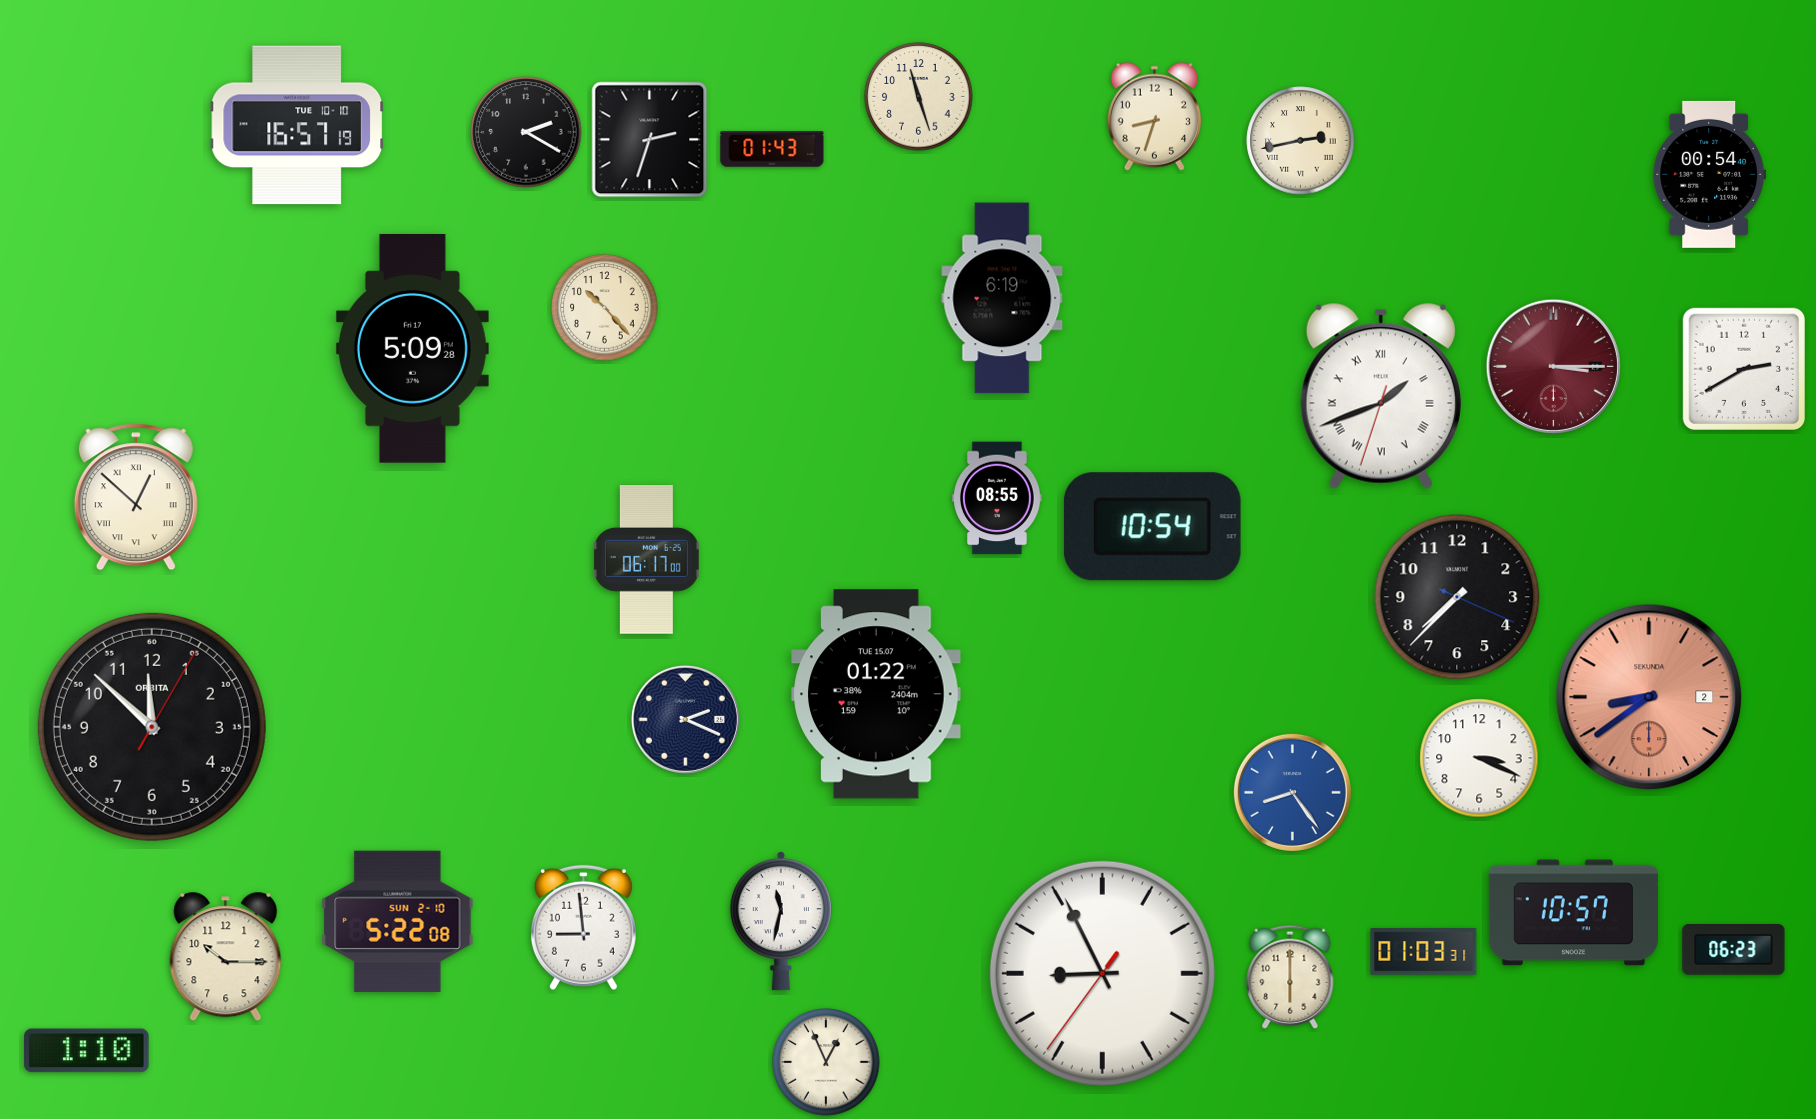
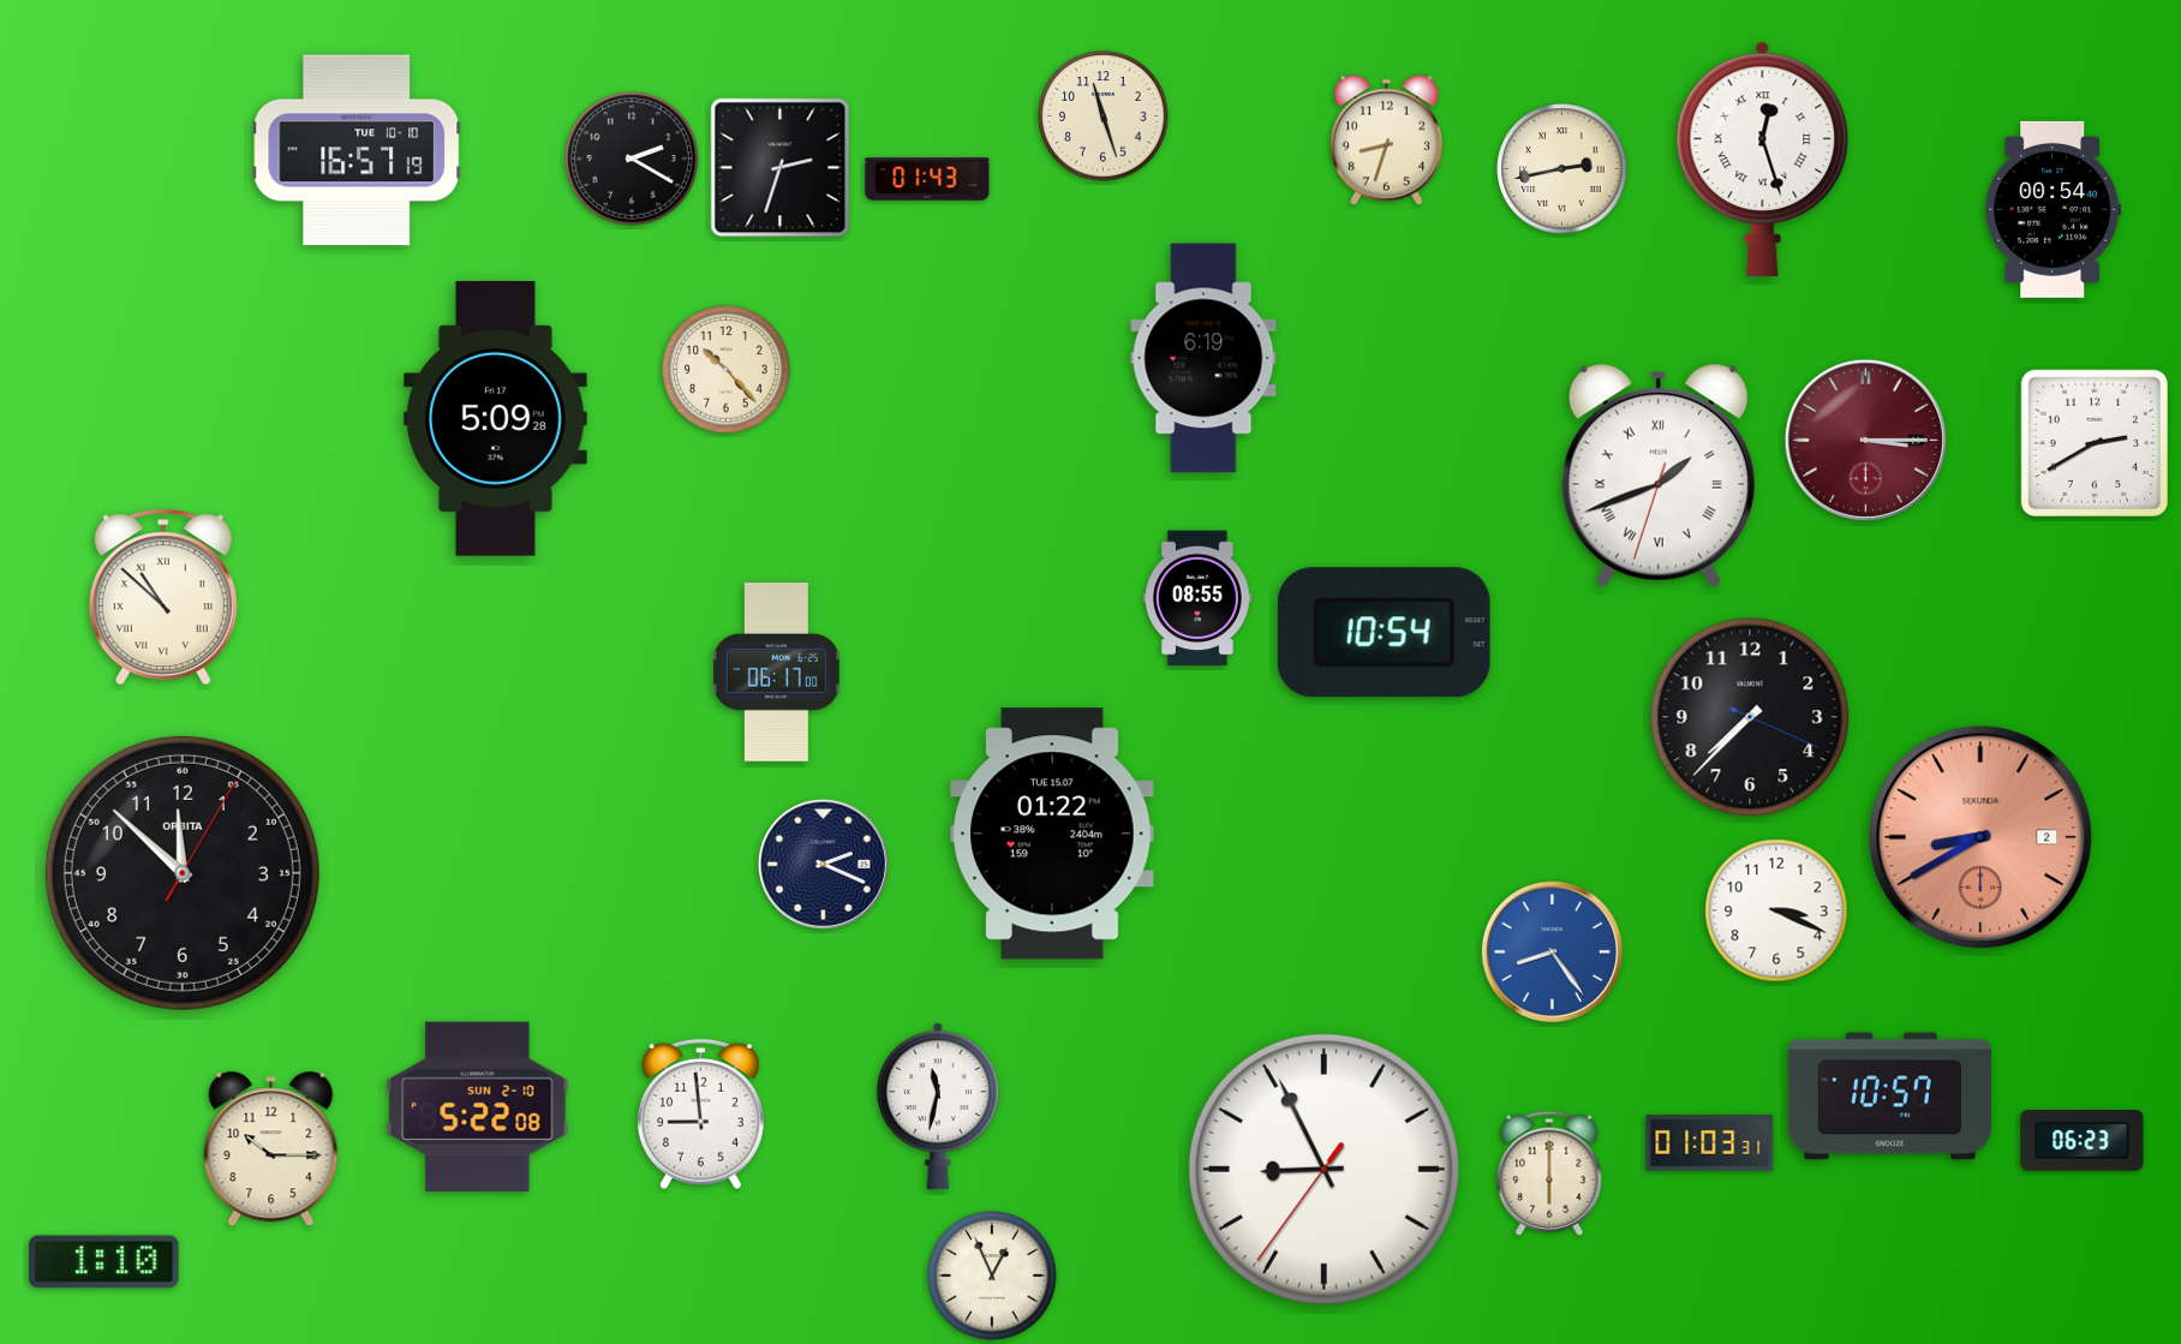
clock at (1763, 159): none -> 12:27
clock at (136, 497): 12:52 -> 10:52
clock at (1649, 697): 8:39 -> 8:40
